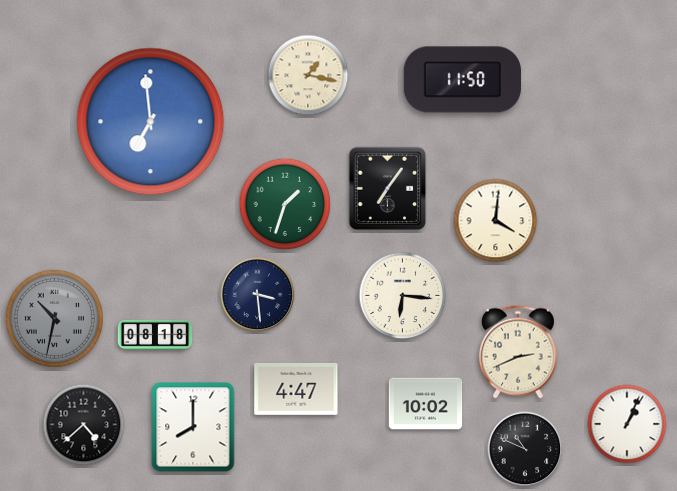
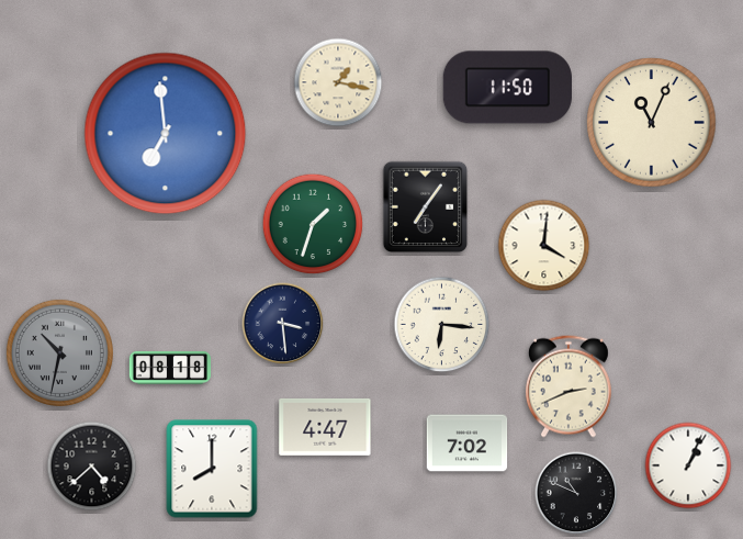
clock at (652, 123): none -> 11:04
clock at (496, 221) position: (496, 221) -> (544, 246)
clock at (54, 318) position: (54, 318) -> (59, 352)
clock at (426, 404): 10:02 -> 7:02
